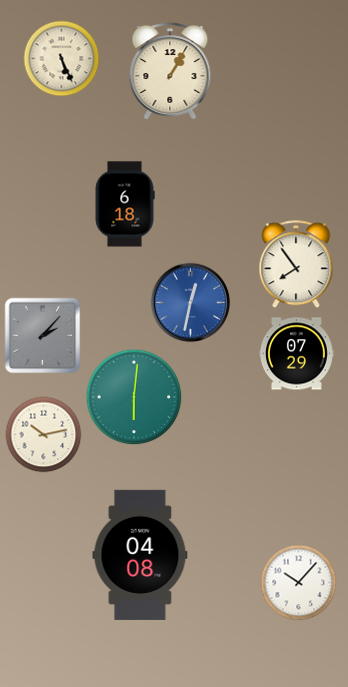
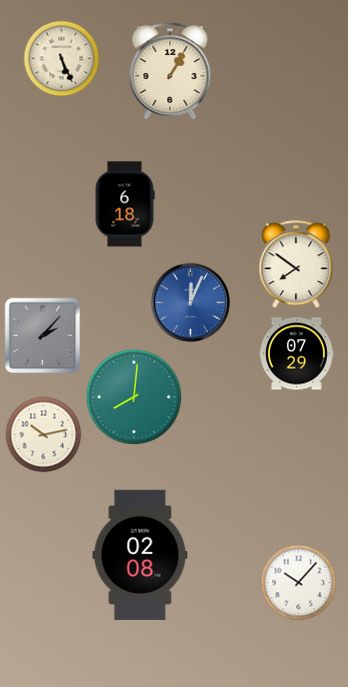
clock at (296, 265): 7:54 -> 7:51
clock at (191, 303): 12:32 -> 12:04
clock at (134, 397): 6:01 -> 8:01
clock at (140, 555): 04:08 -> 02:08
